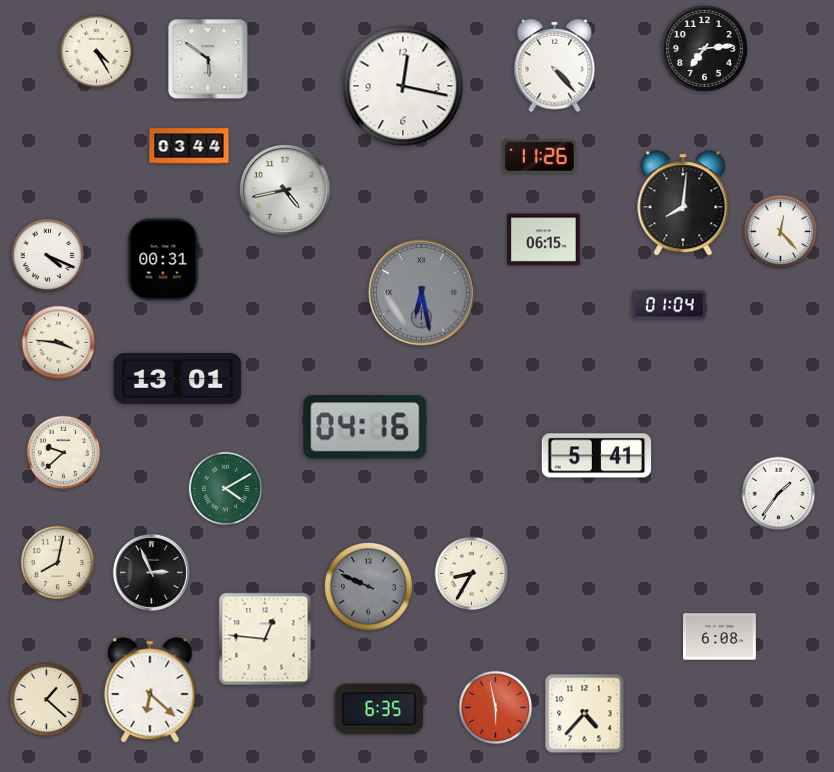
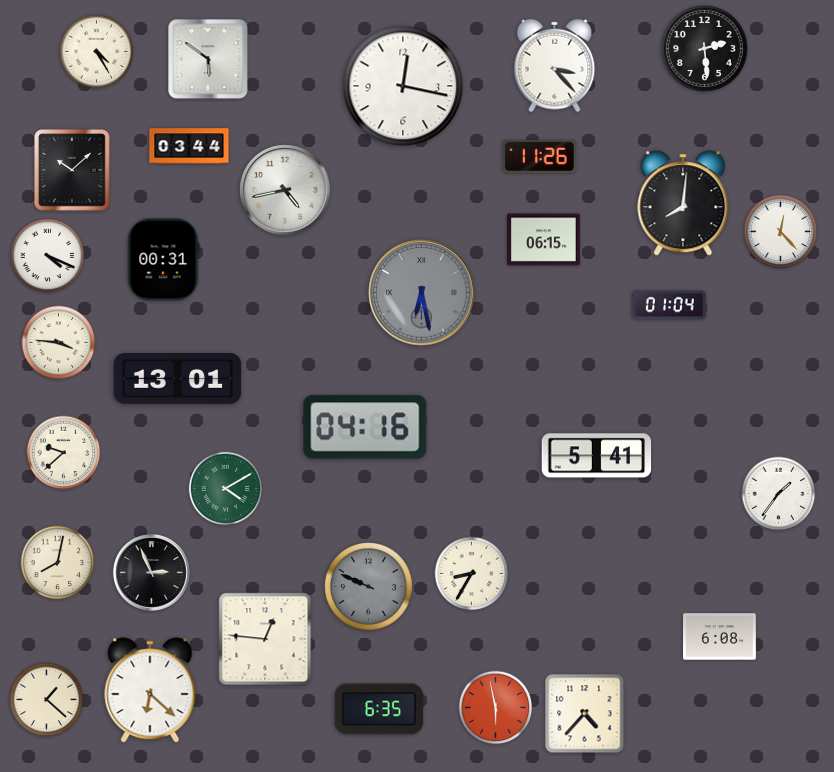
clock at (704, 48): 7:14 -> 2:29
clock at (555, 66): 4:23 -> 3:23
clock at (72, 170): none -> 10:08
